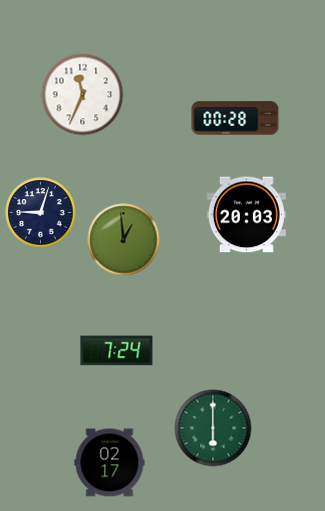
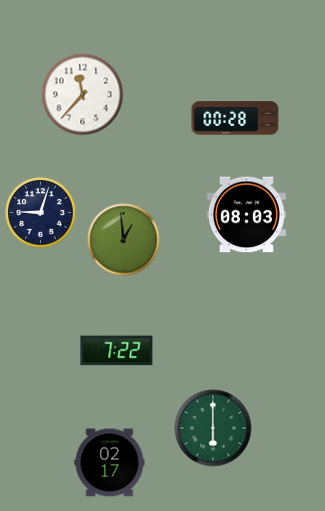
clock at (83, 95): 11:34 -> 11:37
clock at (246, 215): 20:03 -> 08:03
clock at (117, 351): 7:24 -> 7:22
